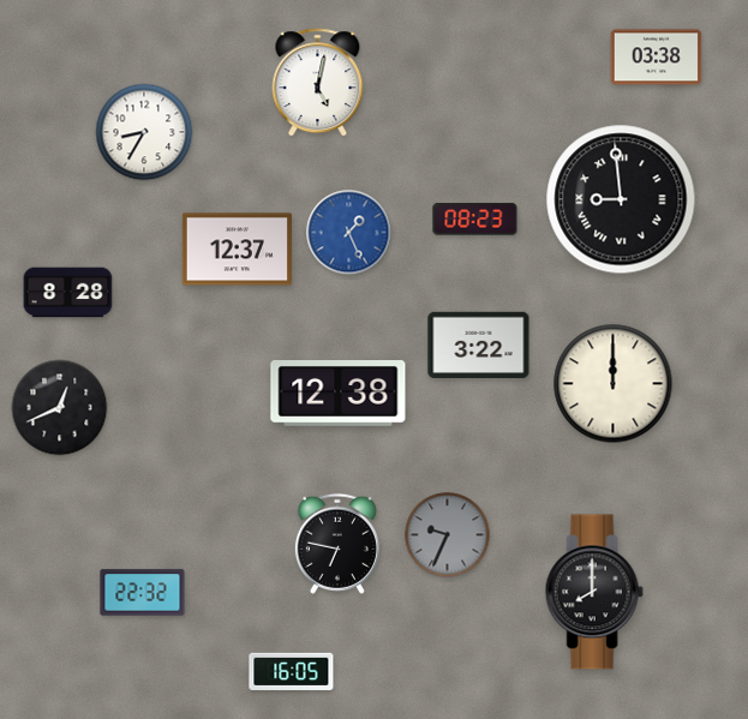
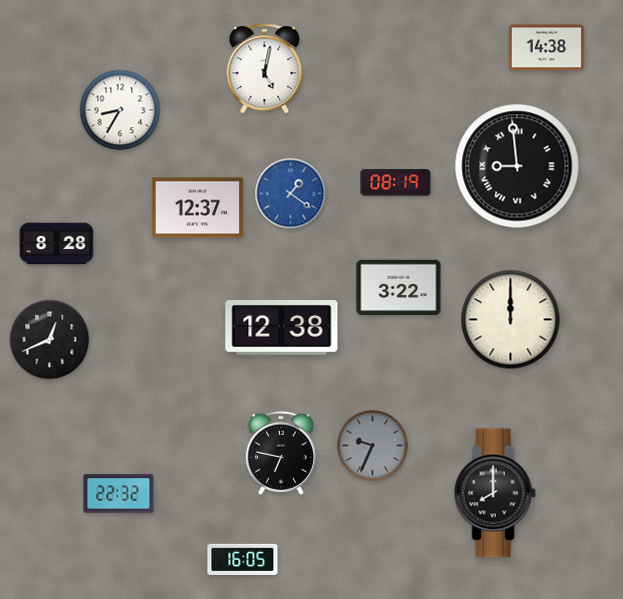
clock at (657, 58): 03:38 -> 14:38
clock at (475, 220): 08:23 -> 08:19
clock at (349, 233): 1:26 -> 1:21
